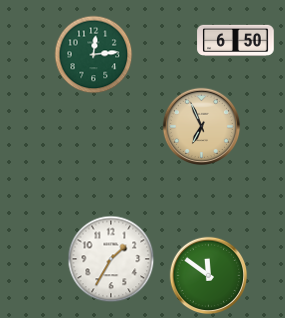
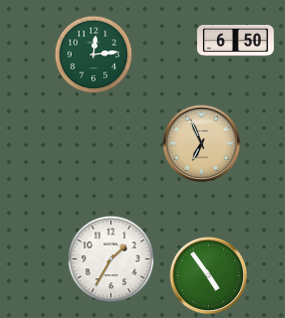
clock at (201, 126) position: (201, 126) -> (201, 143)
clock at (208, 275): 11:51 -> 4:54
